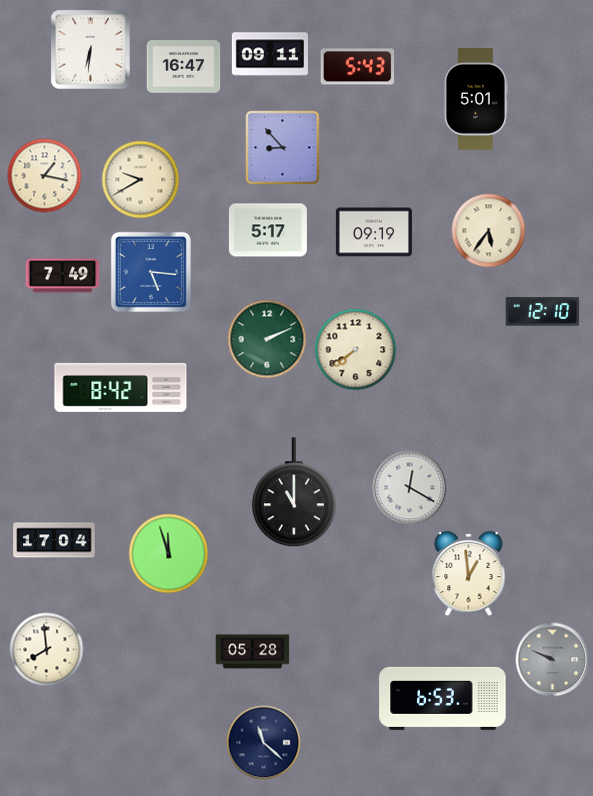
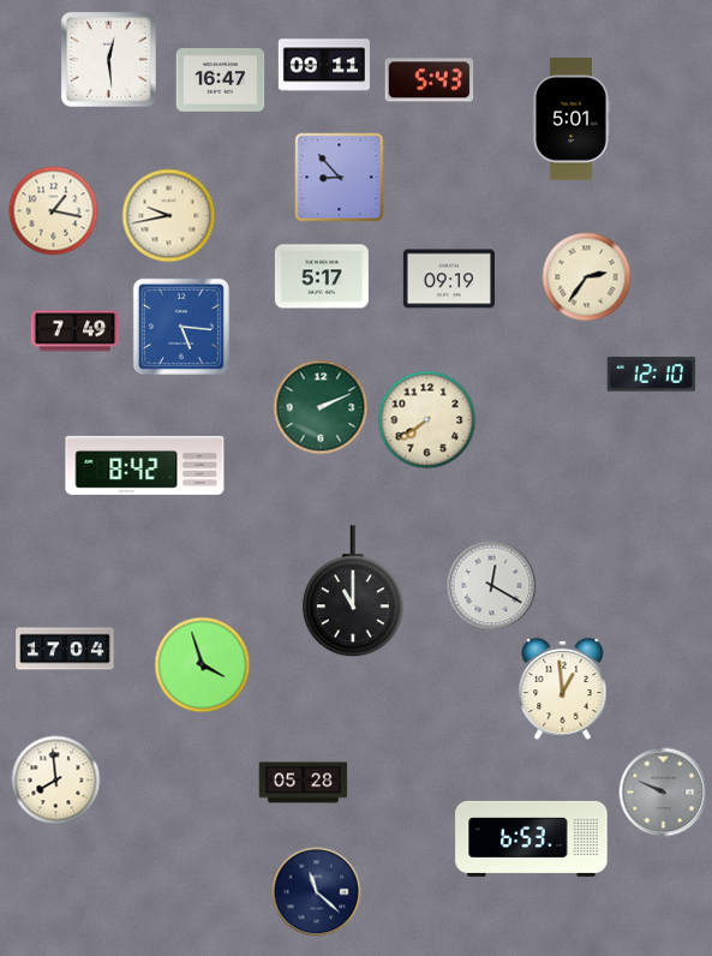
clock at (90, 49): 6:31 -> 12:29
clock at (141, 180): 9:40 -> 9:43
clock at (489, 231): 5:36 -> 2:36
clock at (169, 554): 11:57 -> 3:57
